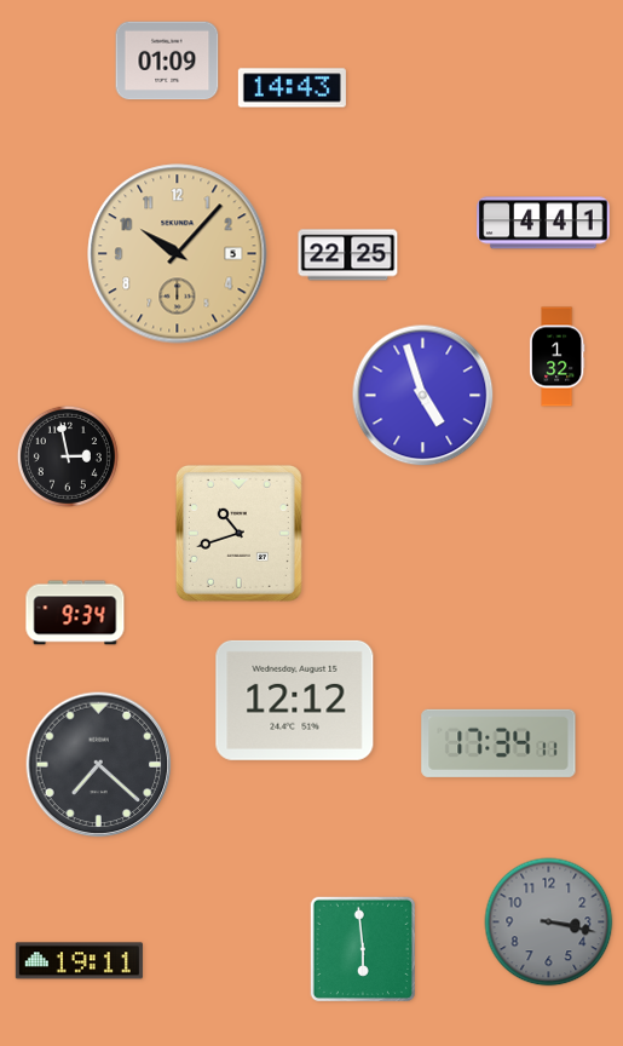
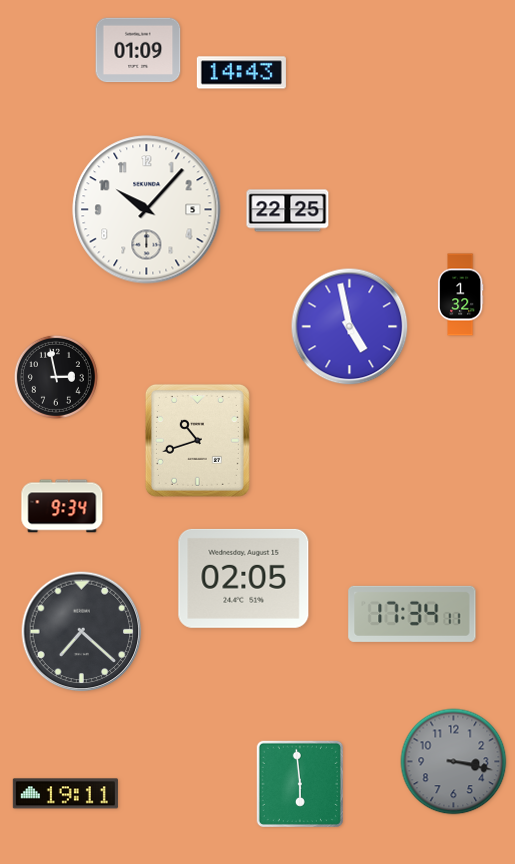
clock at (543, 223): 4:41 -> none
clock at (178, 254) dial: champagne -> white
clock at (423, 396): 4:57 -> 4:58
clock at (295, 700): 12:12 -> 02:05
